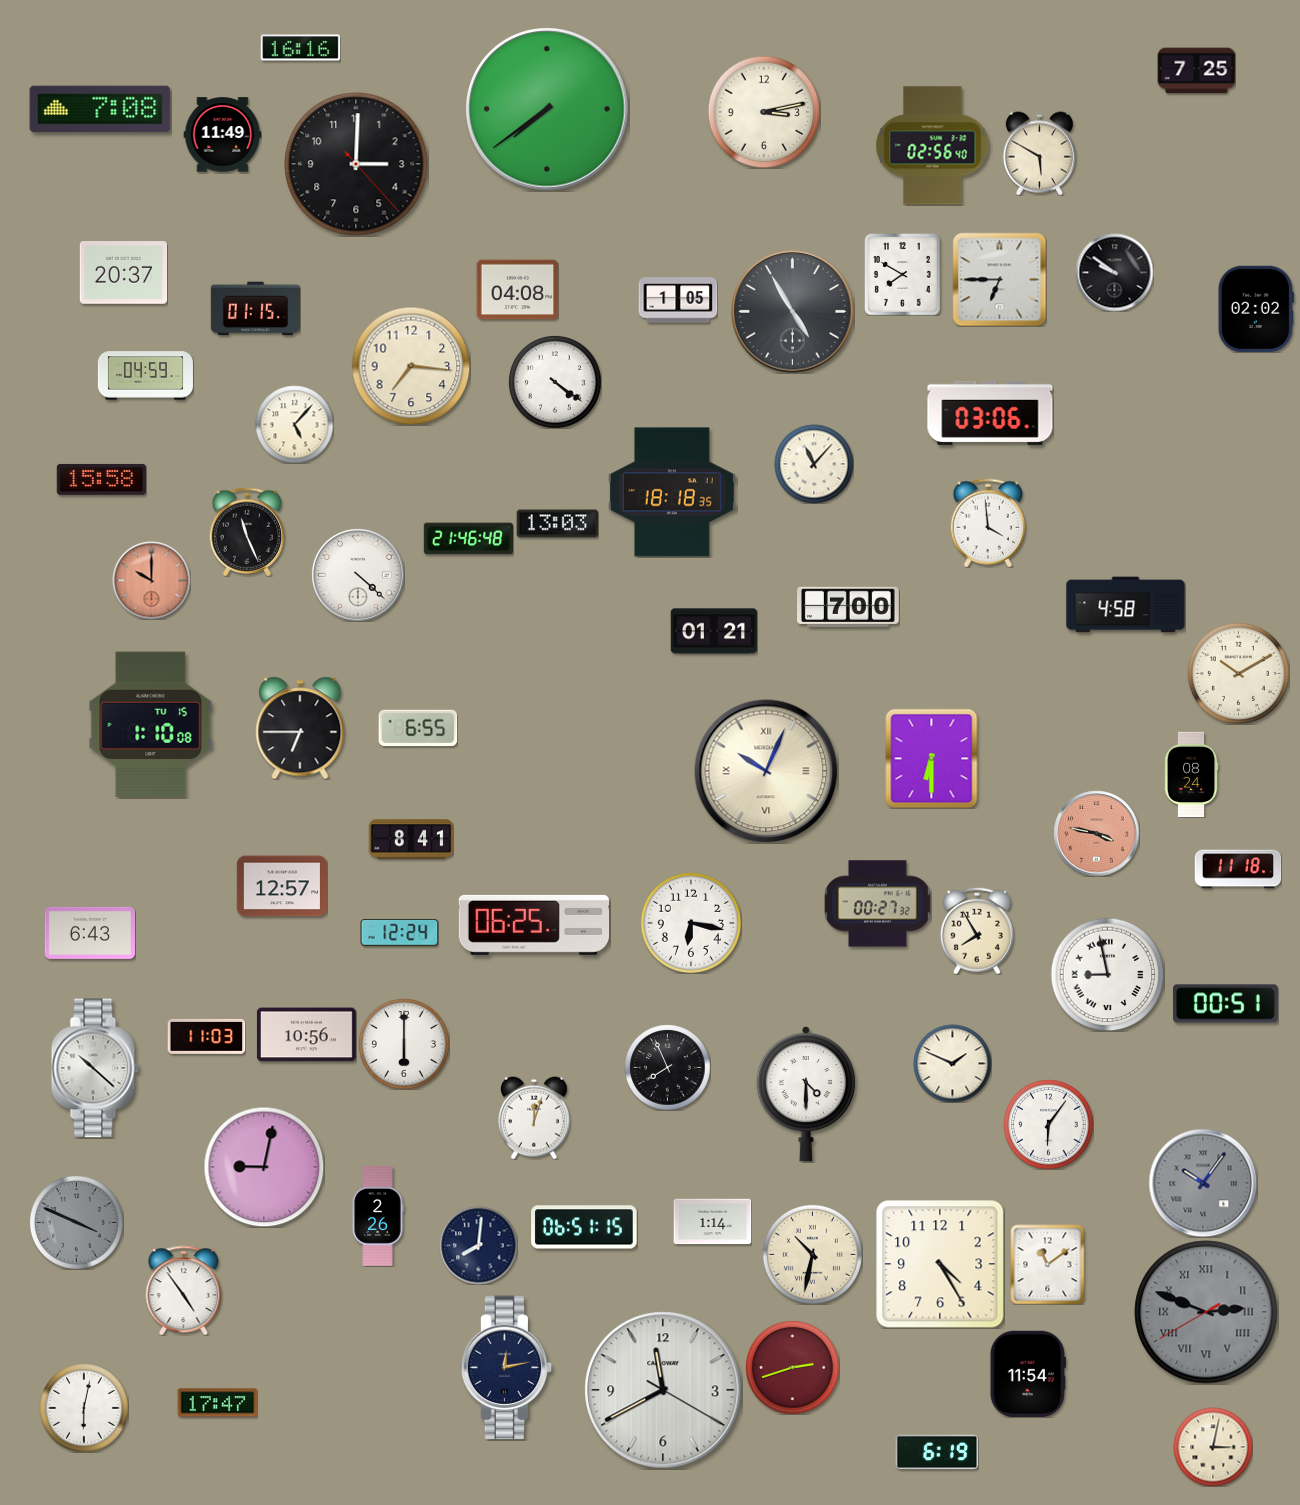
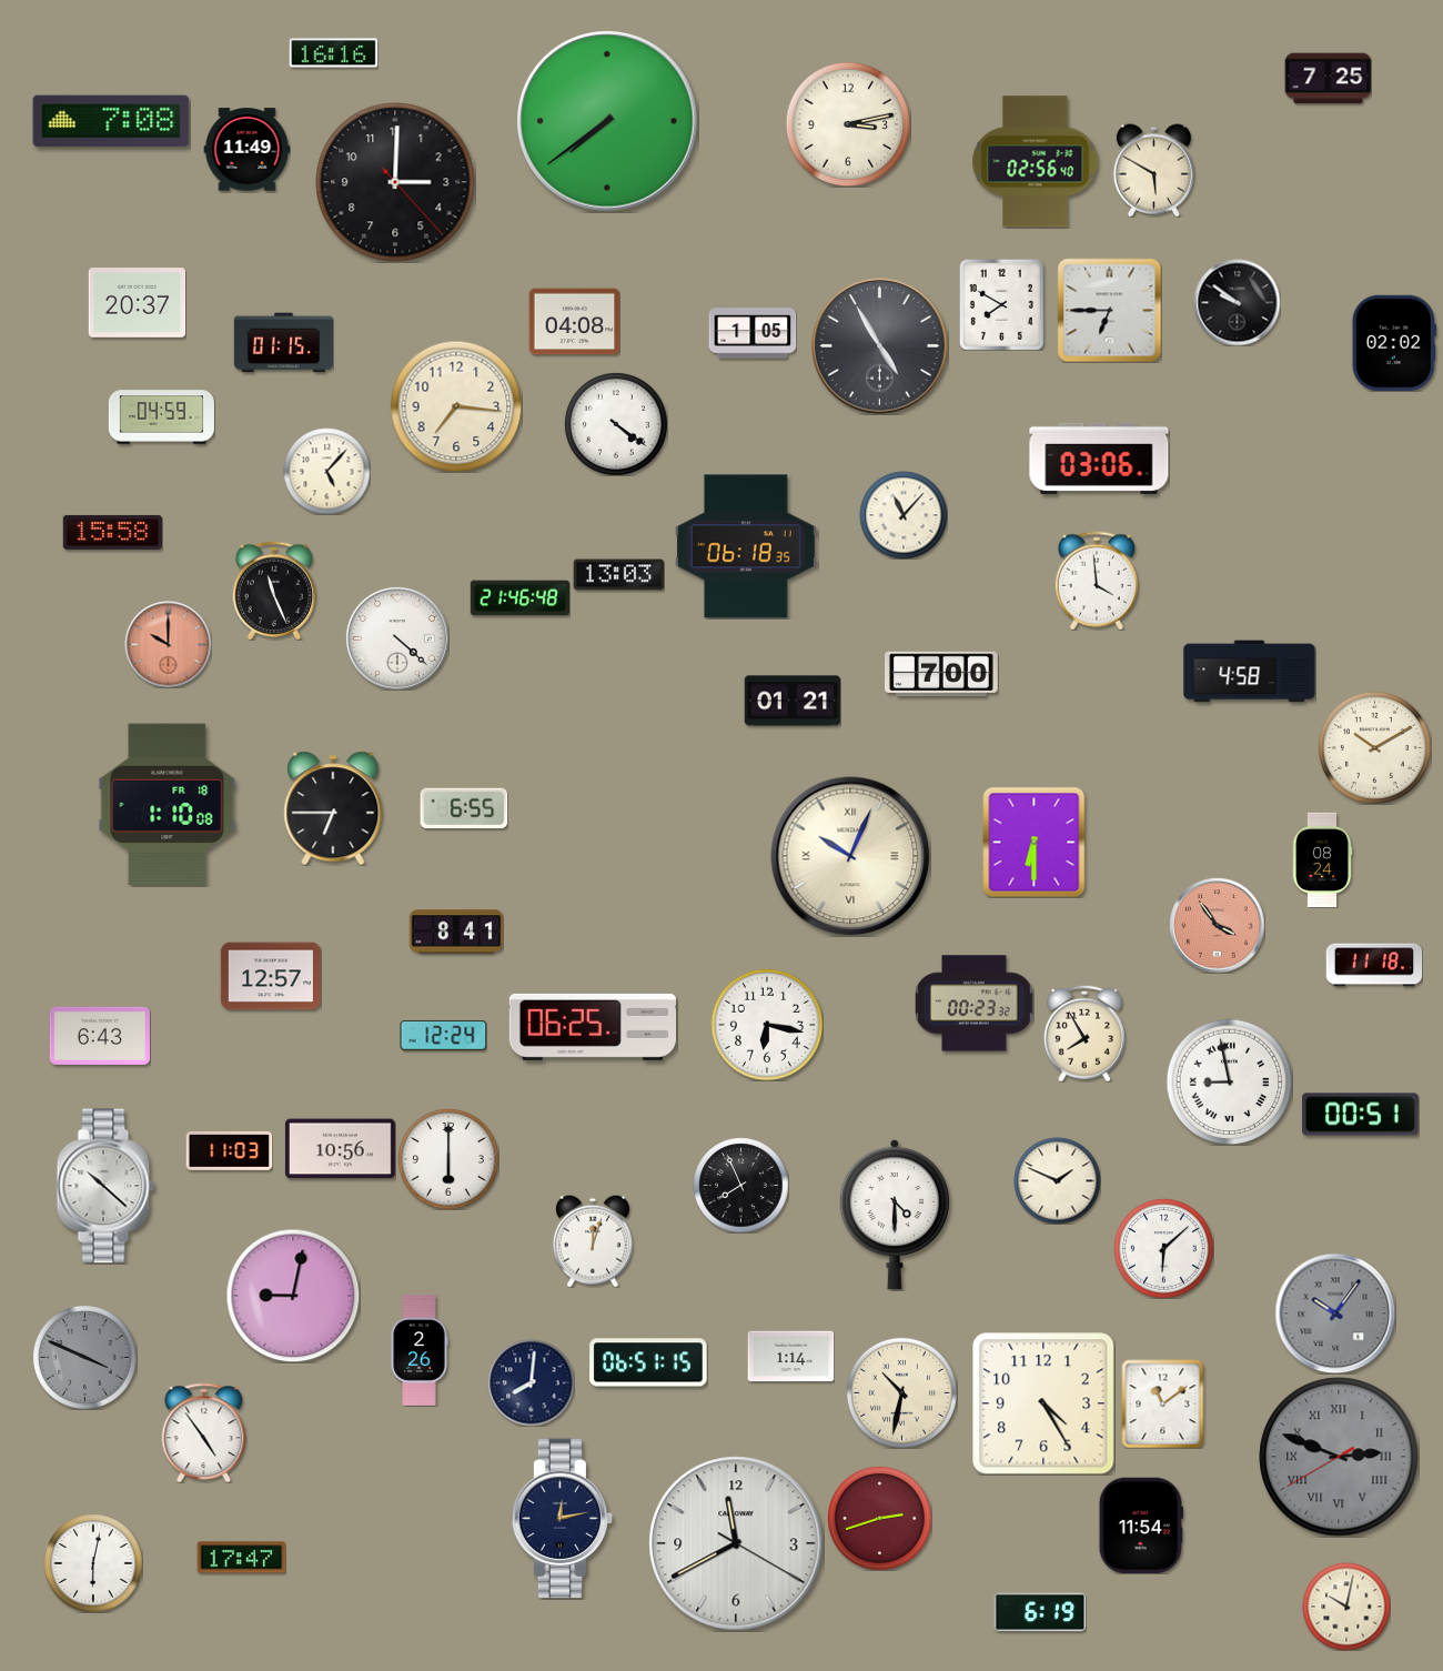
clock at (672, 492): 18:18 -> 06:18
clock at (557, 524) position: (557, 524) -> (618, 575)
clock at (151, 725) date: TU 15 -> FR 18
clock at (1096, 833): 3:47 -> 3:54
clock at (281, 886) position: (281, 886) -> (270, 976)
clock at (878, 904): 00:27 -> 00:23
clock at (1048, 1124): 6:06 -> 6:08
clock at (1213, 1447): 3:02 -> 10:02
